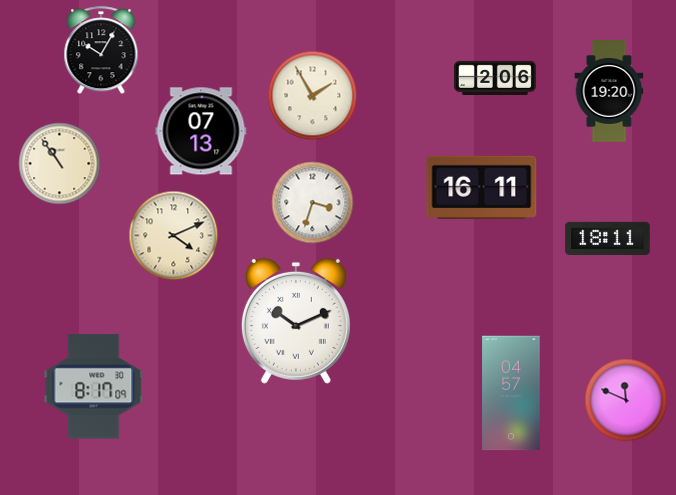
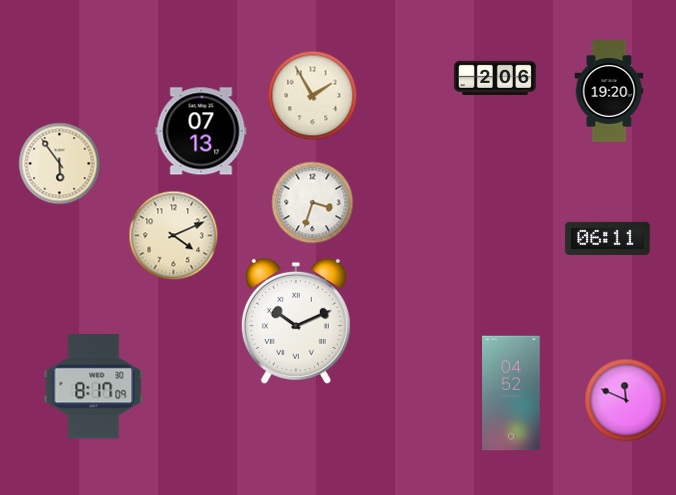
clock at (101, 51): 10:05 -> none
clock at (60, 164): 10:54 -> 5:54
clock at (482, 187): 16:11 -> none
clock at (608, 238): 18:11 -> 06:11
clock at (511, 393): 04:57 -> 04:52
